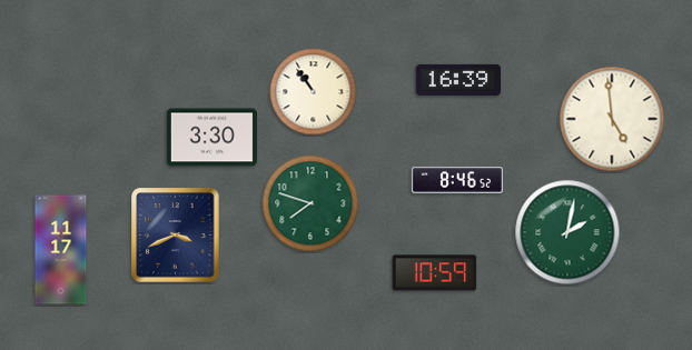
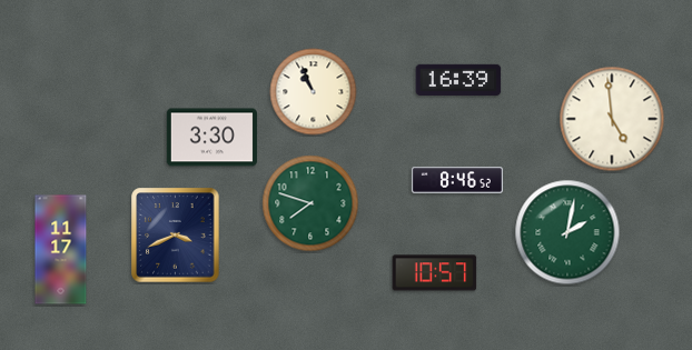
clock at (314, 92): 10:54 -> 10:56
clock at (435, 273): 10:59 -> 10:57
